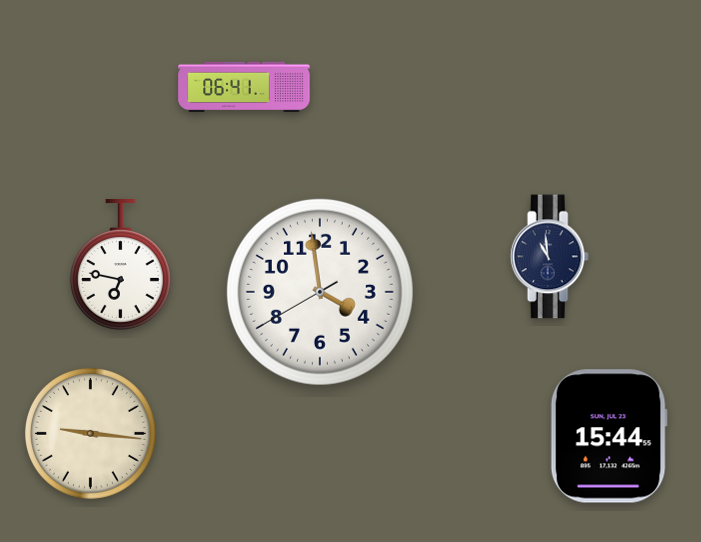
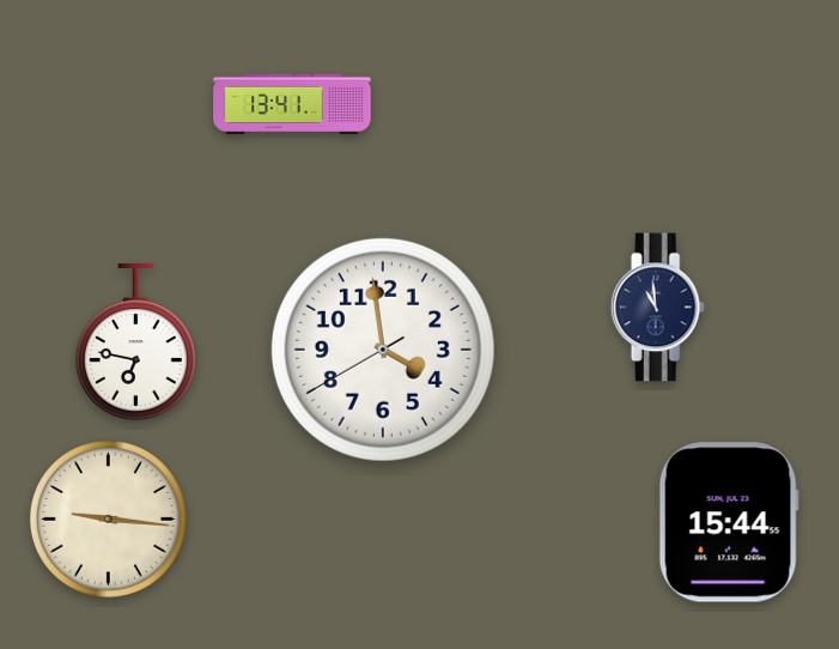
clock at (244, 87): 06:41 -> 13:41
clock at (120, 265) position: (120, 265) -> (135, 342)
